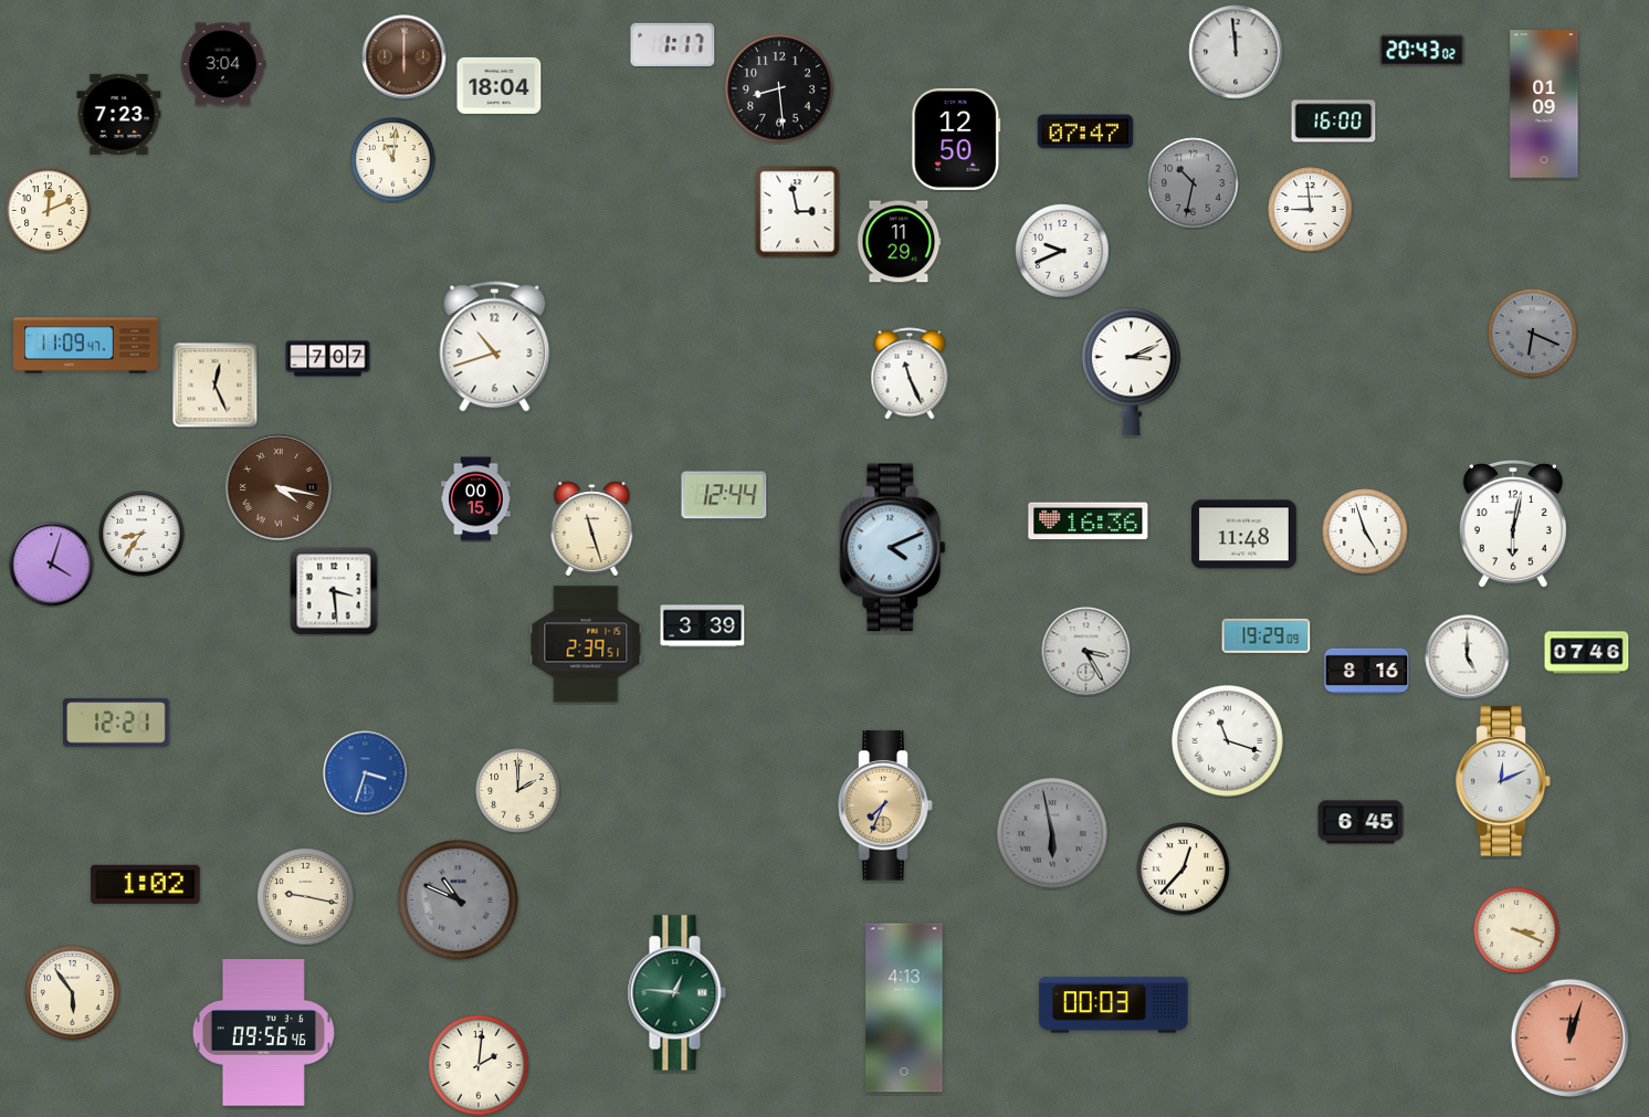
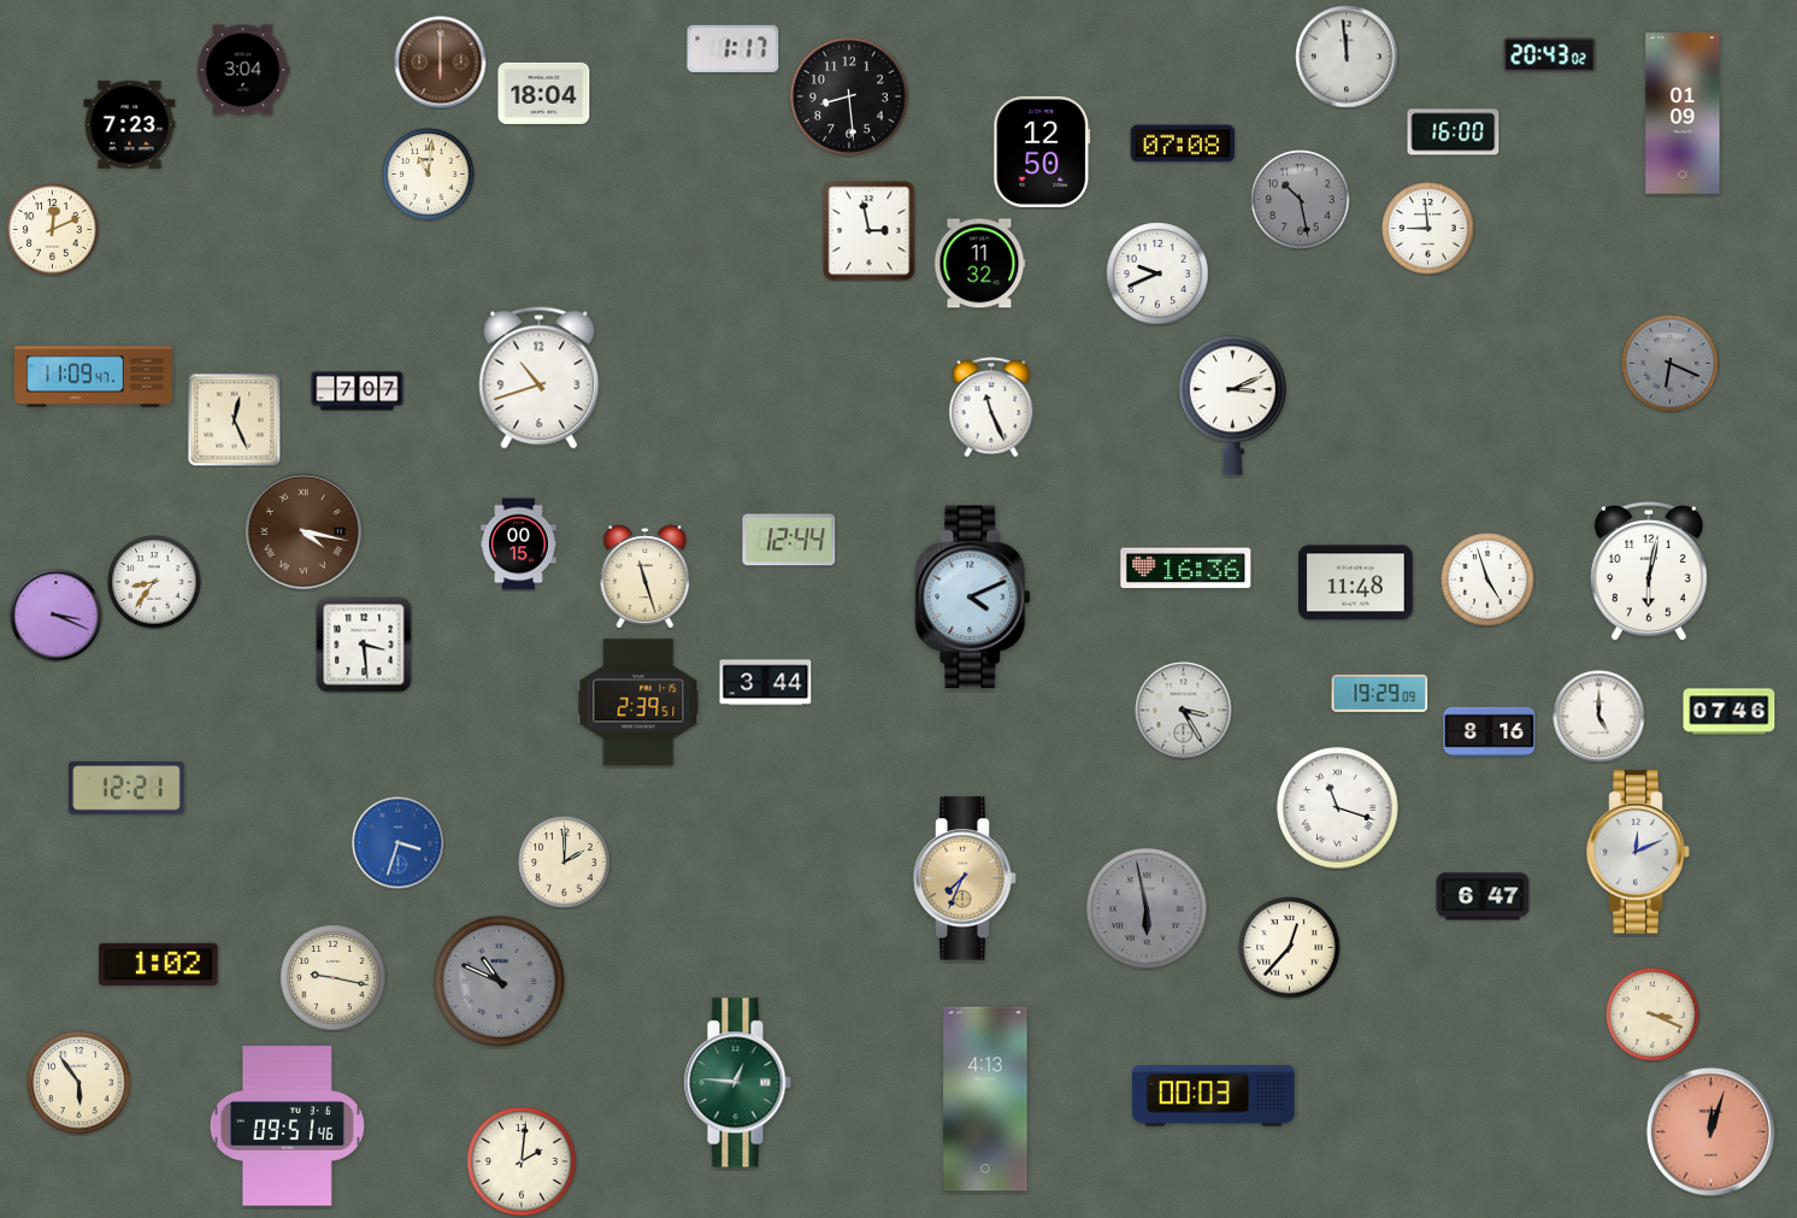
clock at (1084, 131): 07:47 -> 07:08
clock at (1194, 183): 10:32 -> 10:28
clock at (899, 242): 11:29 -> 11:32
clock at (52, 565): 4:03 -> 3:19
clock at (703, 626): 3:39 -> 3:44
clock at (1361, 822): 6:45 -> 6:47
clock at (263, 1033): 09:56 -> 09:51
